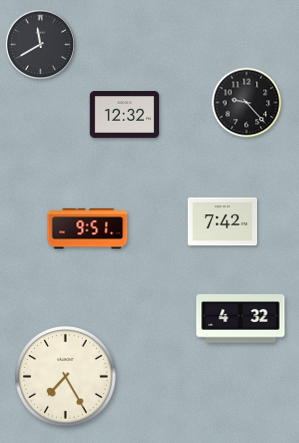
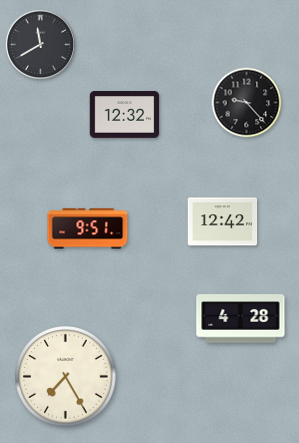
clock at (223, 222): 7:42 -> 12:42
clock at (241, 319): 4:32 -> 4:28
